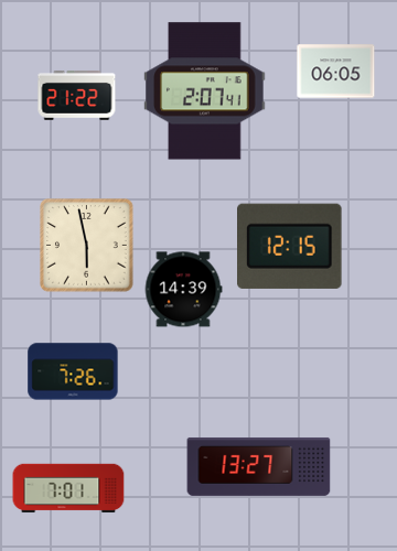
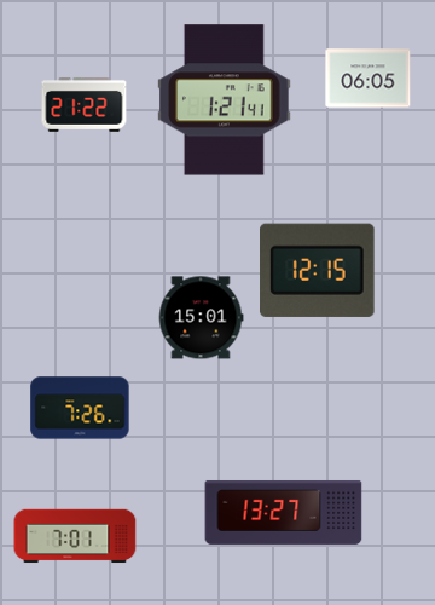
clock at (205, 91): 2:07 -> 1:21
clock at (87, 246): 5:58 -> none
clock at (183, 290): 14:39 -> 15:01
